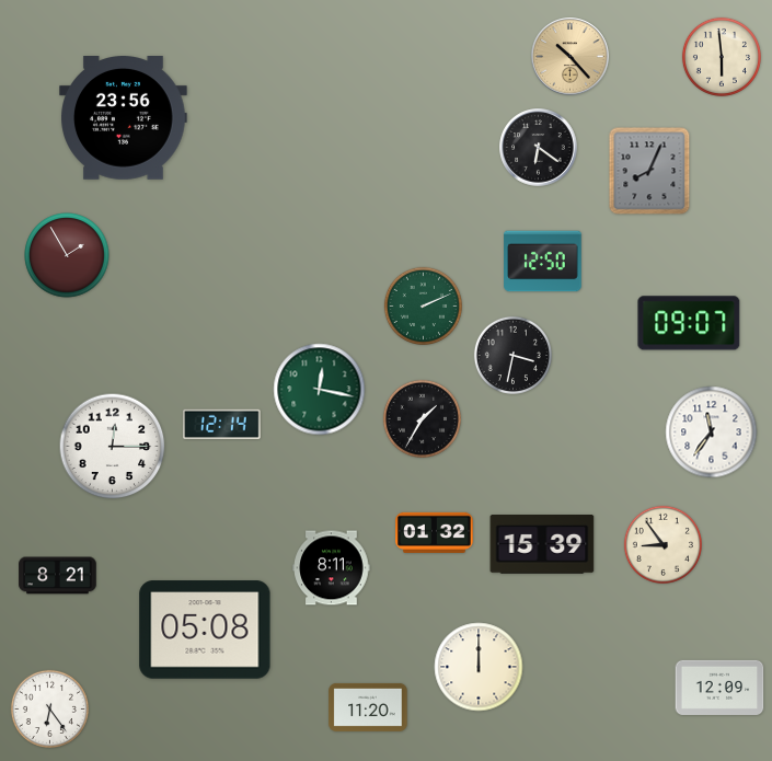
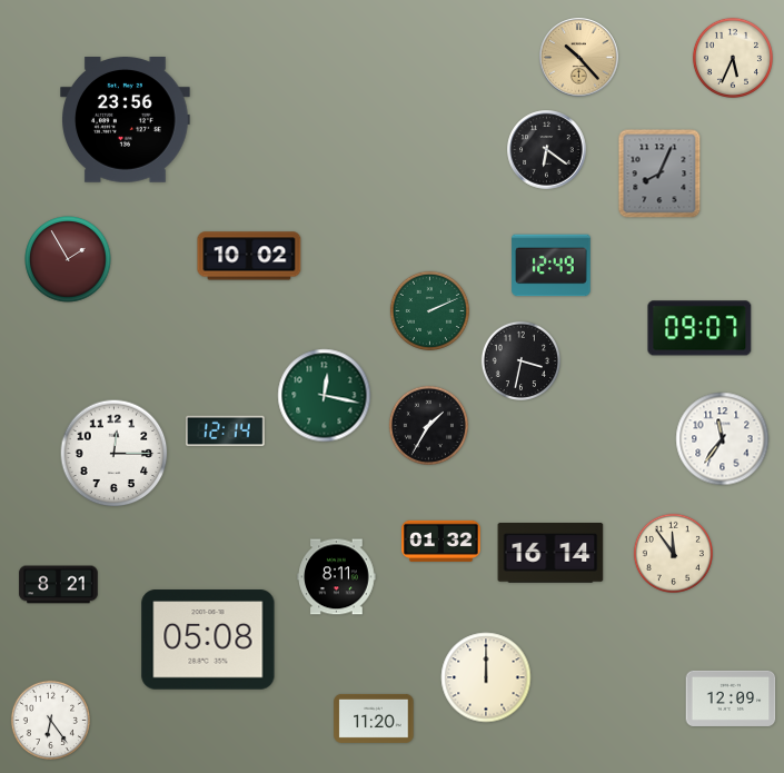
clock at (722, 57): 5:59 -> 5:34
clock at (249, 256): none -> 10:02
clock at (543, 262): 12:50 -> 12:49
clock at (662, 544): 8:54 -> 11:54
clock at (542, 545): 15:39 -> 16:14
